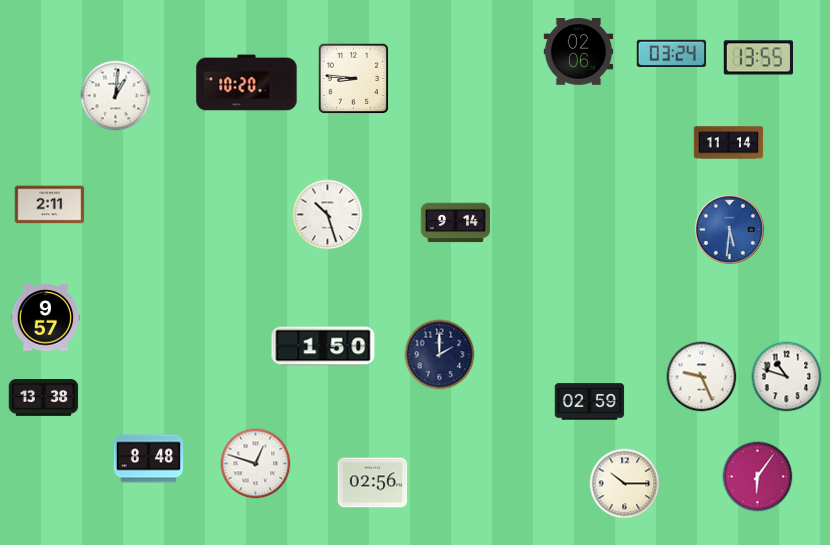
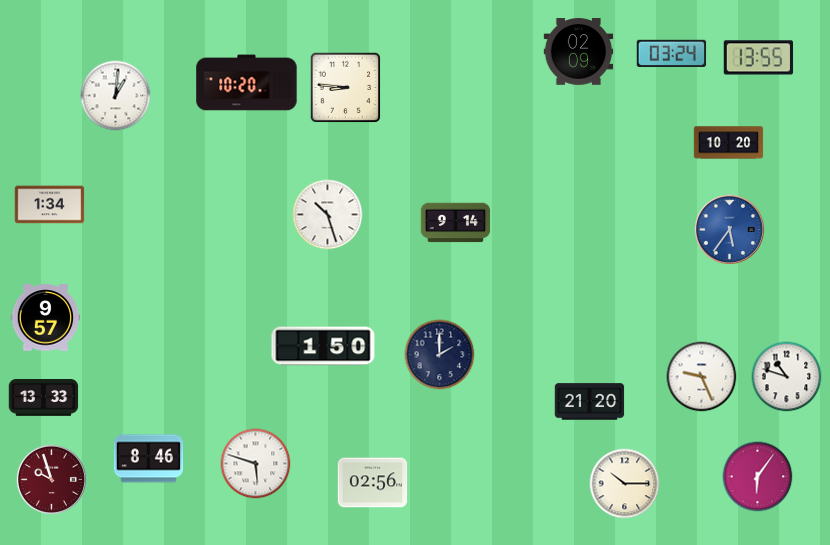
clock at (579, 52): 02:06 -> 02:09
clock at (354, 79) position: (354, 79) -> (346, 88)
clock at (729, 143): 11:14 -> 10:20
clock at (50, 205): 2:11 -> 1:34
clock at (729, 229): 5:31 -> 5:36
clock at (44, 398): 13:38 -> 13:33
clock at (590, 402): 02:59 -> 21:20
clock at (149, 459): 8:48 -> 8:46
clock at (256, 464): 12:48 -> 5:48
clock at (51, 479): none -> 9:57
